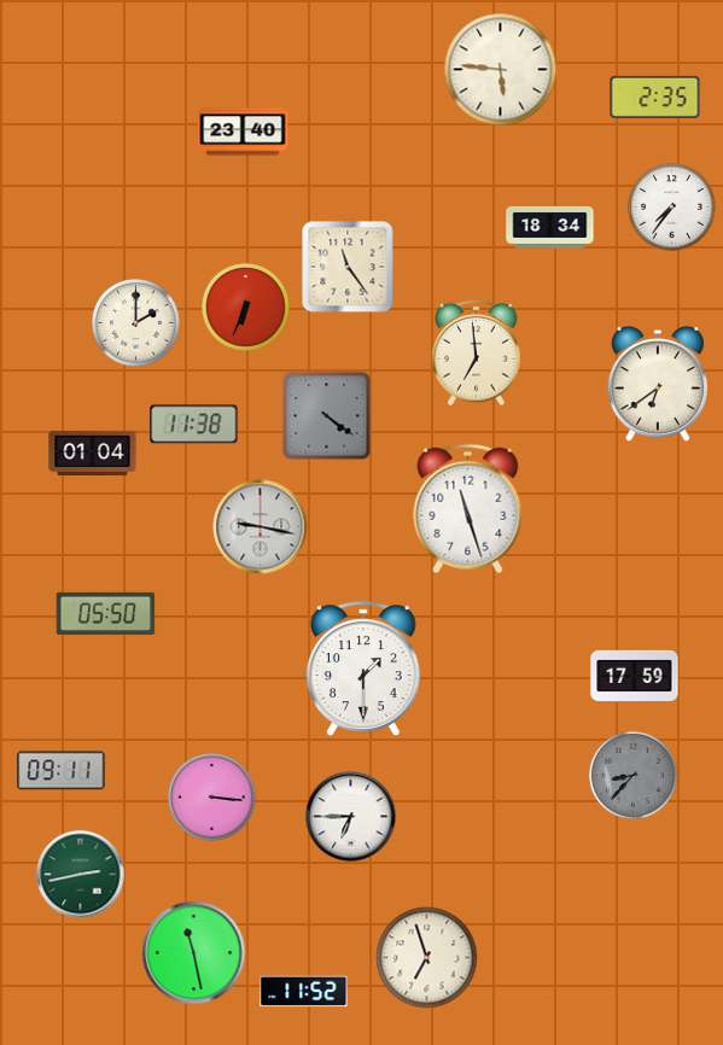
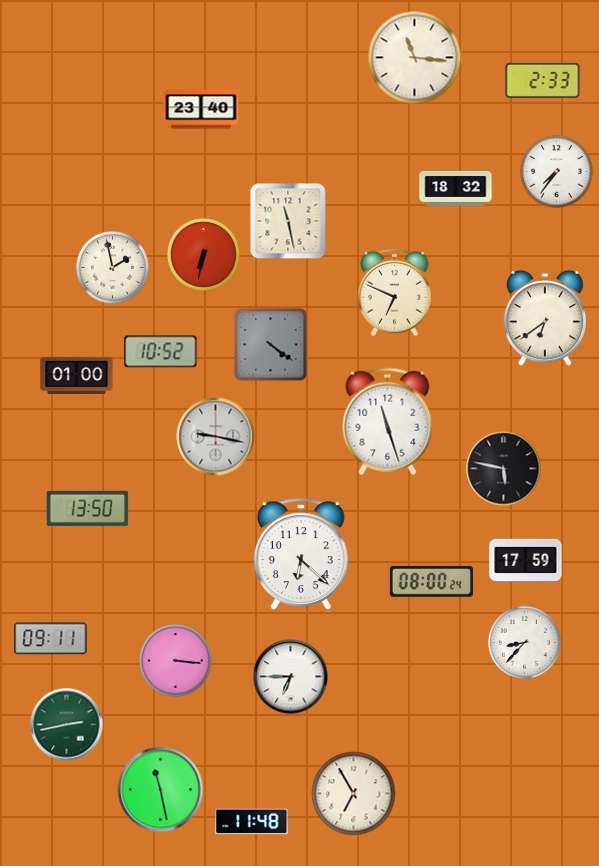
clock at (501, 70): 5:46 -> 11:16
clock at (655, 97): 2:35 -> 2:33
clock at (550, 227): 18:34 -> 18:32
clock at (348, 267): 11:24 -> 11:28
clock at (246, 308): 6:34 -> 6:32
clock at (136, 323): 2:00 -> 1:58
clock at (477, 354): 6:59 -> 6:49
clock at (194, 425): 11:38 -> 10:52
clock at (93, 453): 01:04 -> 01:00
clock at (504, 469): none -> 5:47
clock at (106, 613): 05:50 -> 13:50
clock at (363, 669): 1:30 -> 6:22
clock at (431, 582): none -> 08:00
clock at (634, 776) dial: grey -> white
clock at (427, 958): 6:57 -> 6:55
clock at (304, 992): 11:52 -> 11:48
